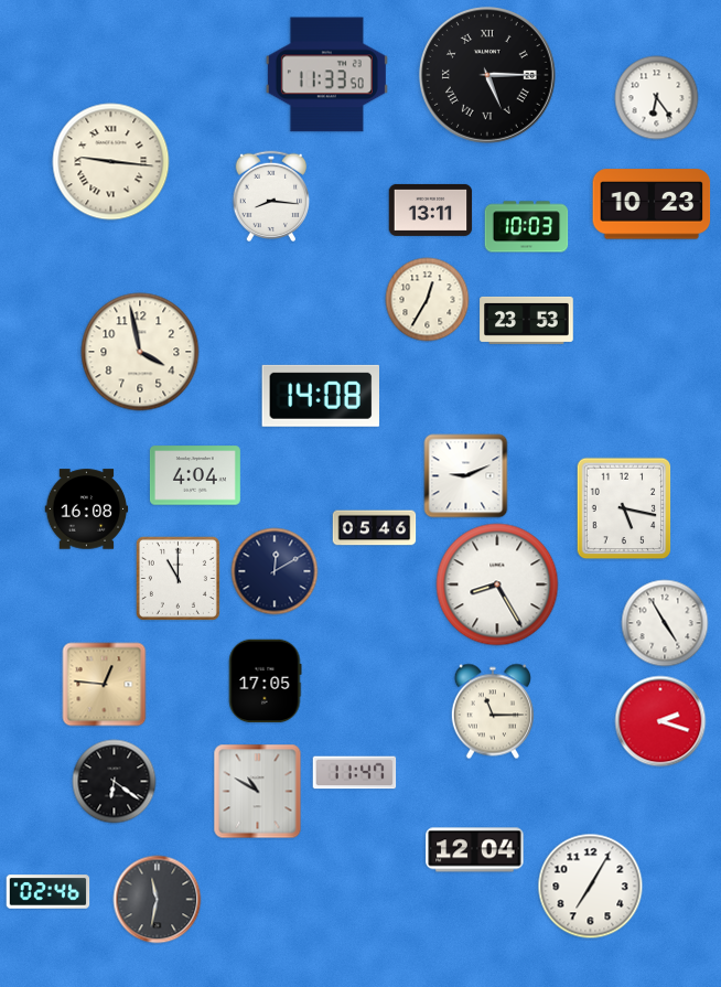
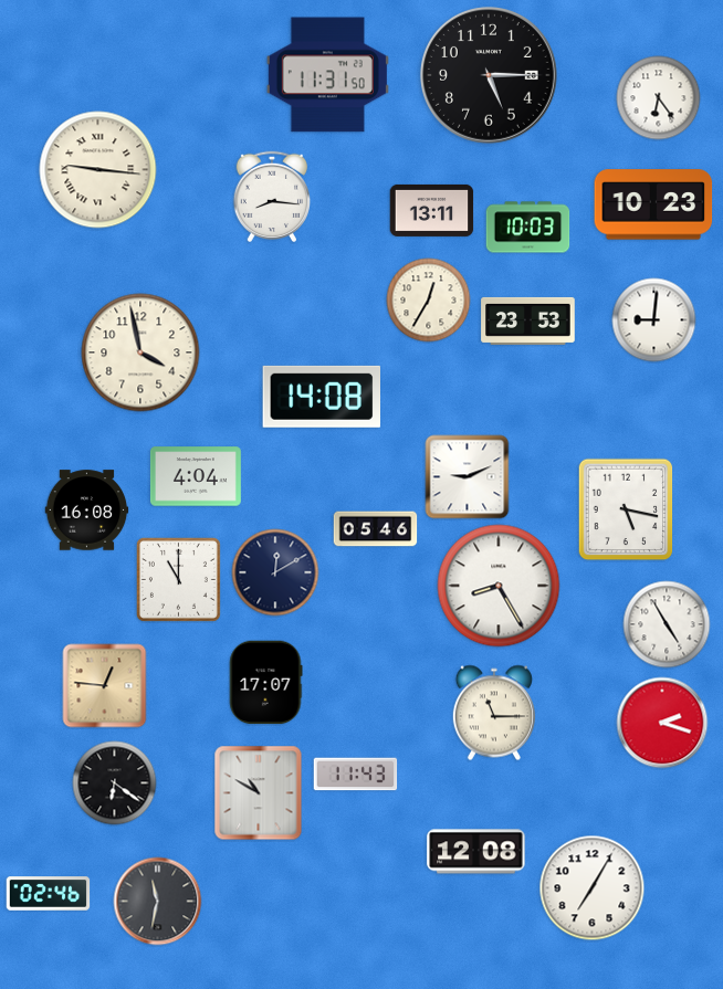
clock at (326, 75): 11:33 -> 11:31
clock at (487, 75) numerals: Roman -> Arabic
clock at (111, 162) position: (111, 162) -> (98, 170)
clock at (654, 320): none -> 9:01
clock at (265, 682): 17:05 -> 17:07
clock at (355, 773): 11:47 -> 11:43
clock at (475, 850): 12:04 -> 12:08
